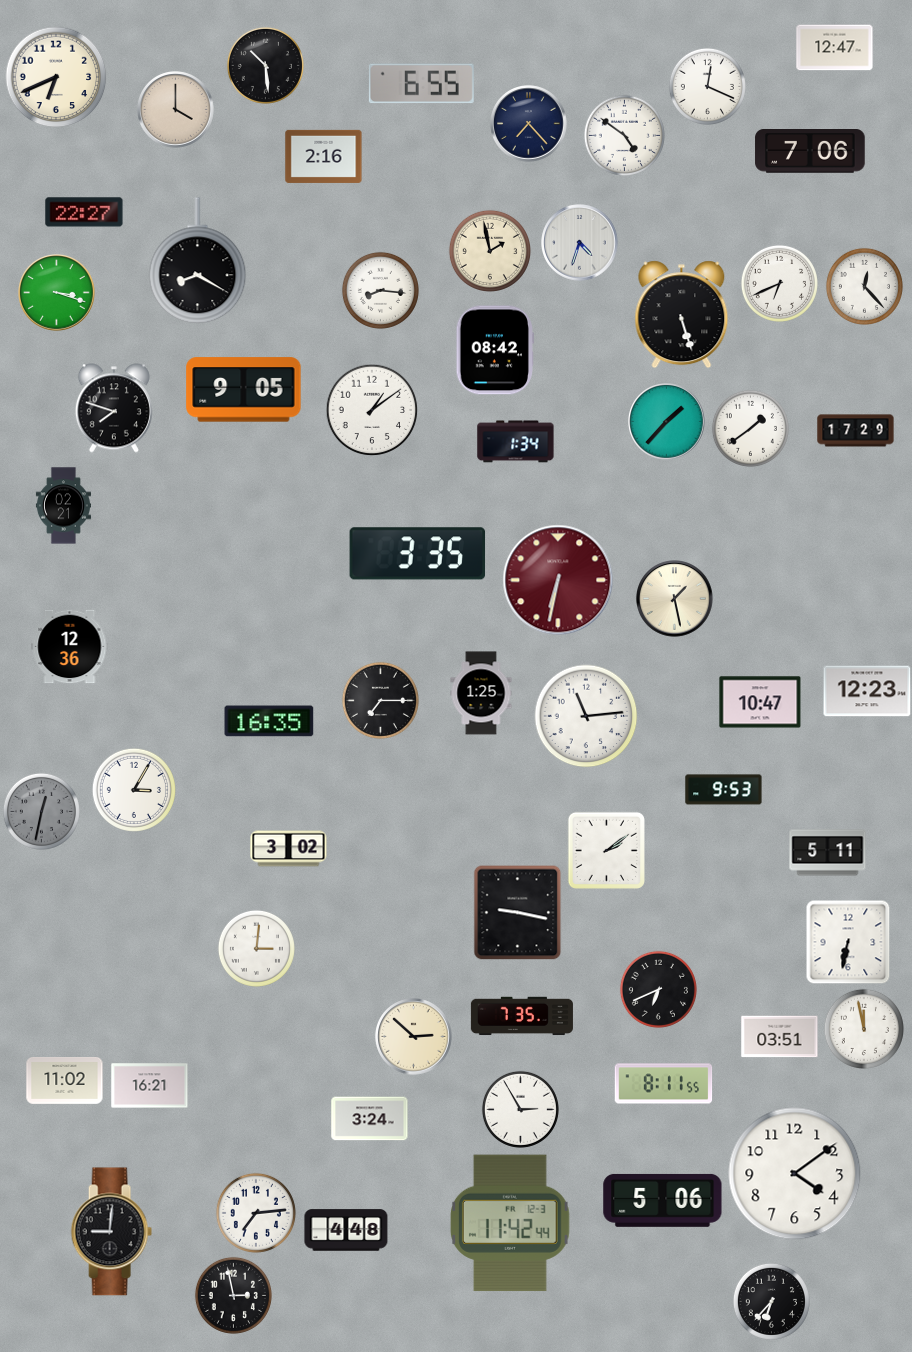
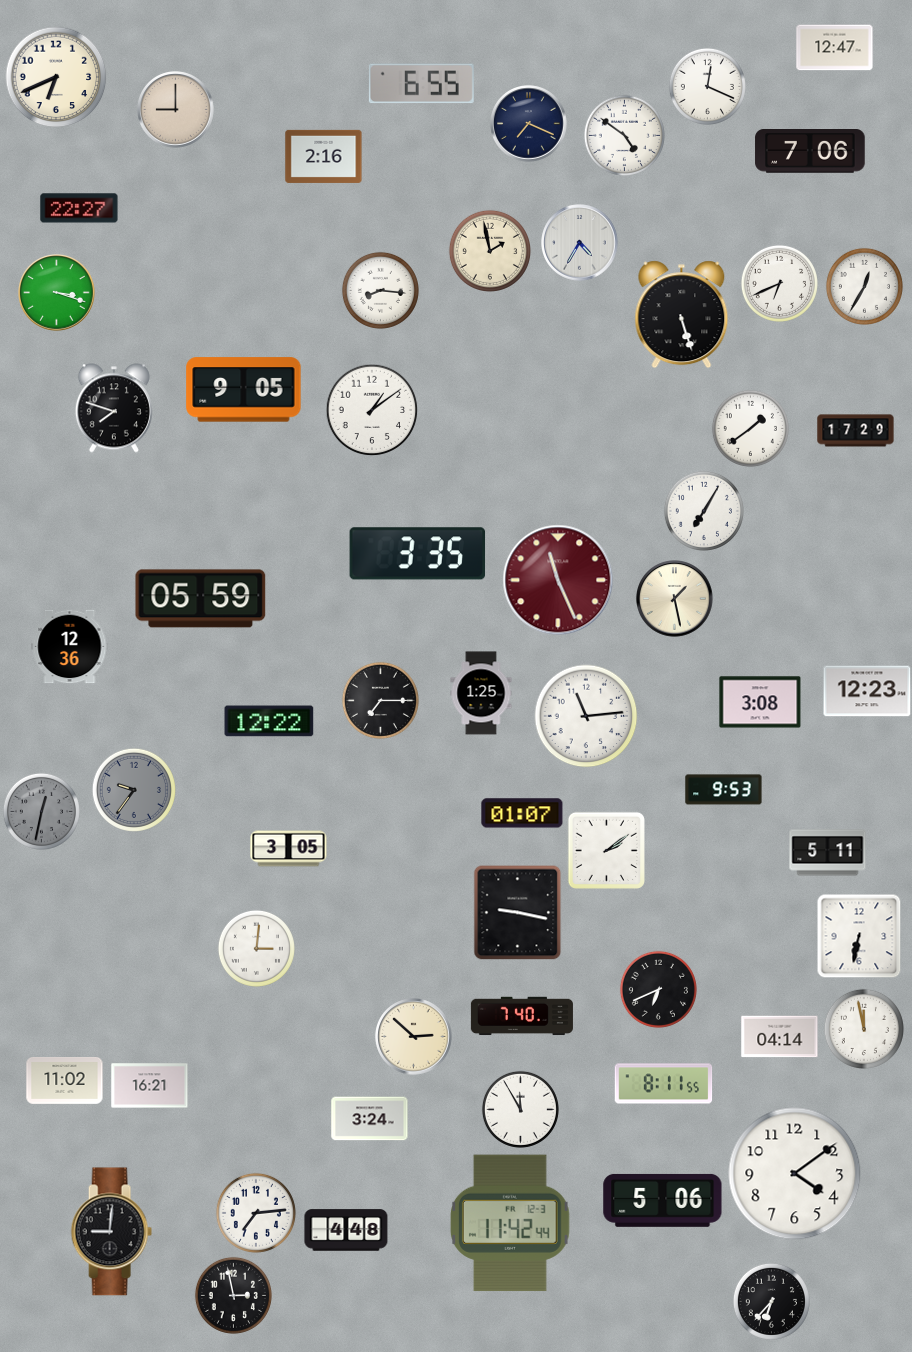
clock at (265, 65): 10:29 -> none
clock at (176, 110): 4:00 -> 9:00
clock at (529, 124): 7:23 -> 7:19
clock at (84, 212) position: (84, 212) -> (79, 208)
clock at (580, 243): 4:33 -> 4:35
clock at (198, 261): 8:20 -> none
clock at (864, 286): 12:23 -> 12:35
clock at (494, 350): 08:42 -> none
clock at (667, 422): 1:37 -> none
clock at (516, 442): 1:34 -> none
clock at (63, 506): 02:21 -> none
clock at (704, 511): none -> 7:05
clock at (558, 580): 6:32 -> 11:26
clock at (201, 599): none -> 05:59
clock at (760, 702): 10:47 -> 3:08
clock at (269, 721): 16:35 -> 12:22
clock at (133, 789): 3:05 -> 9:36
clock at (133, 789) dial: white -> grey
clock at (522, 813): none -> 01:07
clock at (289, 849): 3:02 -> 3:05
clock at (848, 942) position: (848, 942) -> (859, 936)
clock at (522, 1016): 7:35 -> 7:40
clock at (780, 1037): 03:51 -> 04:14
clock at (520, 1109): 2:55 -> 11:55
